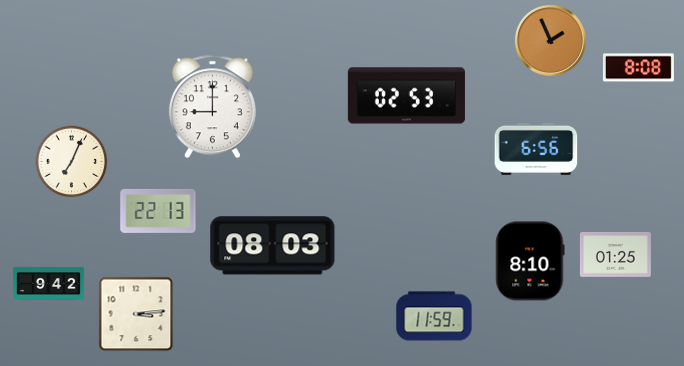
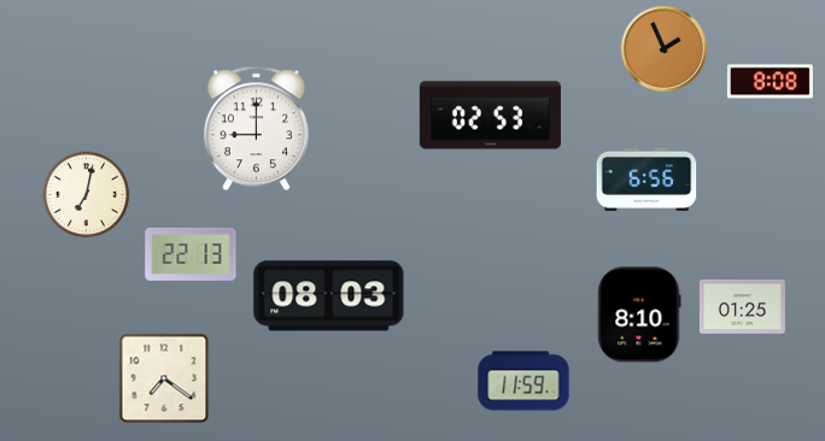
clock at (72, 162): 7:04 -> 7:02
clock at (48, 283): 9:42 -> none
clock at (136, 314): 3:14 -> 7:21
